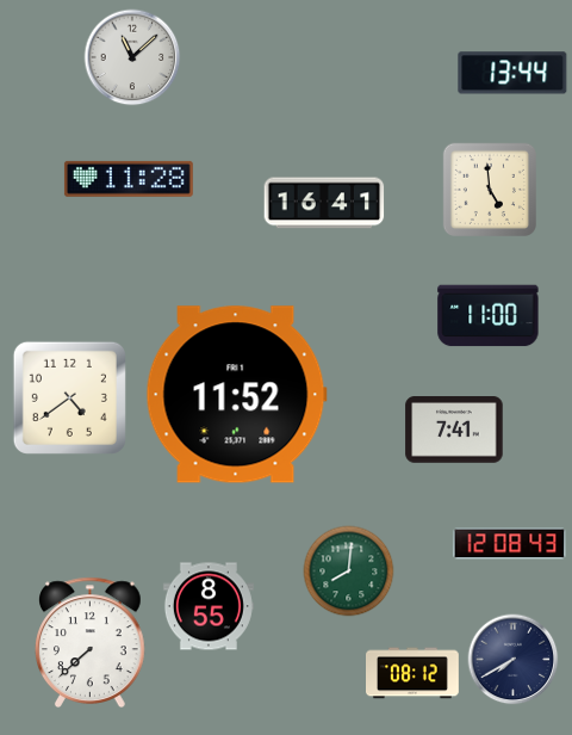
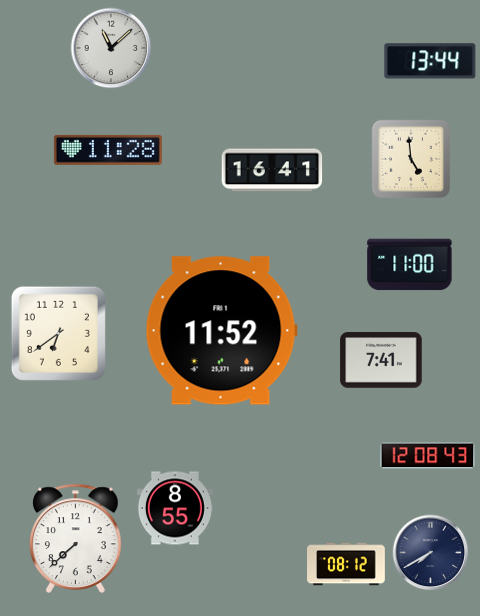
clock at (236, 395) position: (236, 395) -> (221, 331)
clock at (69, 397): 4:39 -> 6:39
clock at (349, 572): 8:01 -> none
